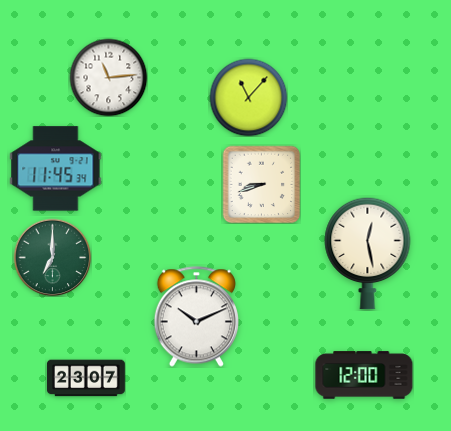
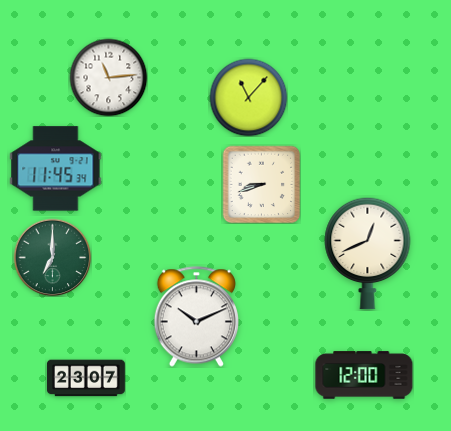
clock at (368, 253): 12:28 -> 12:41
